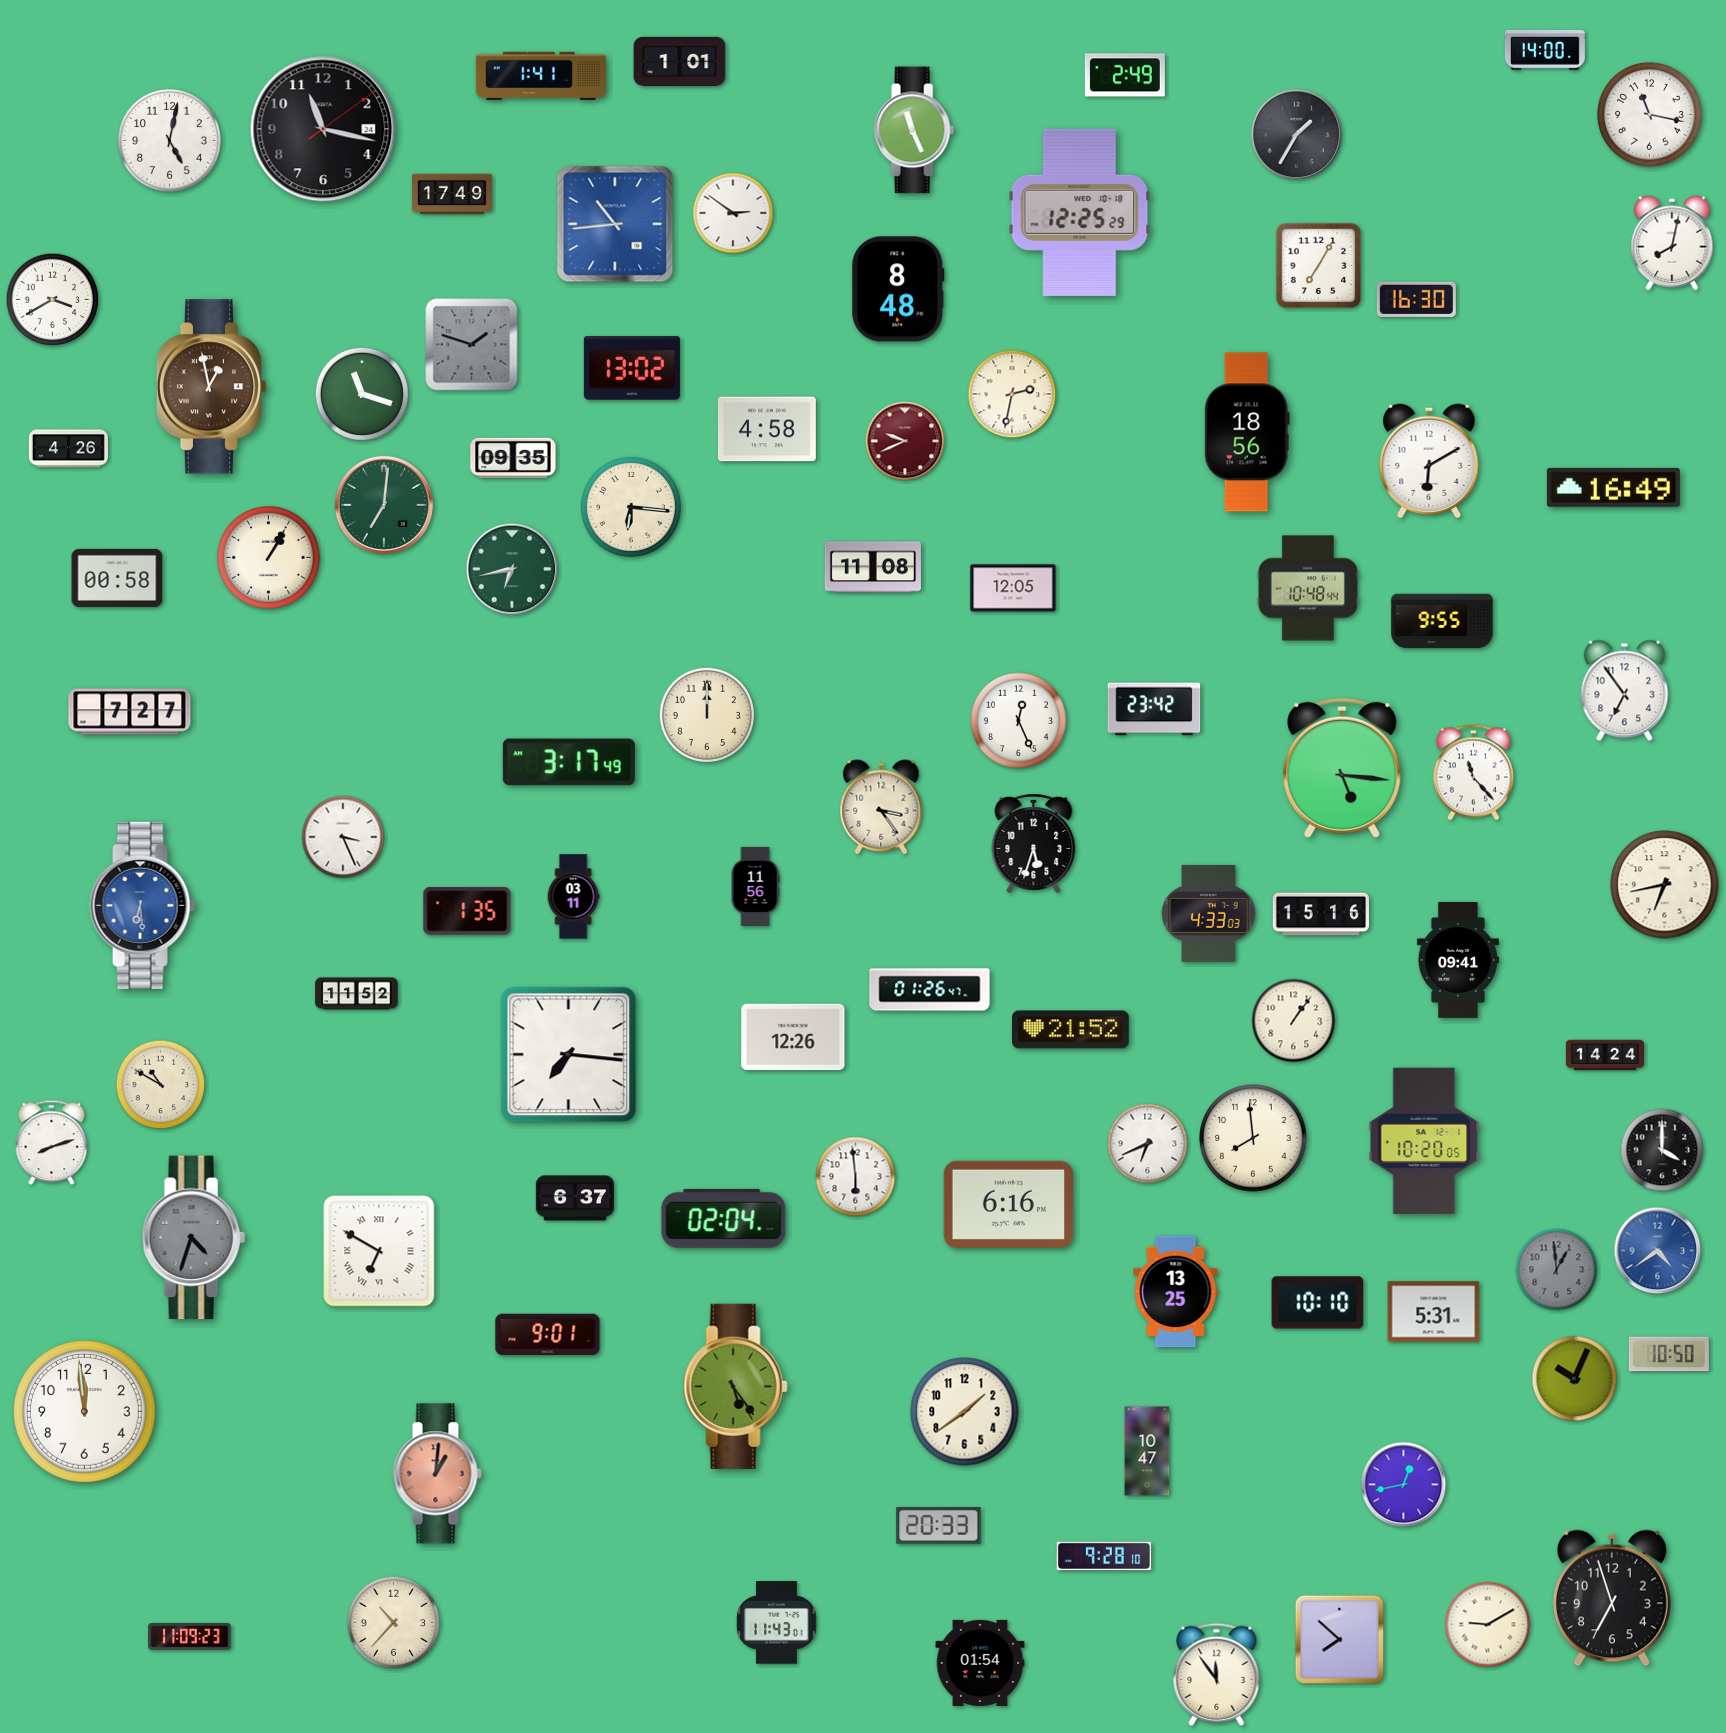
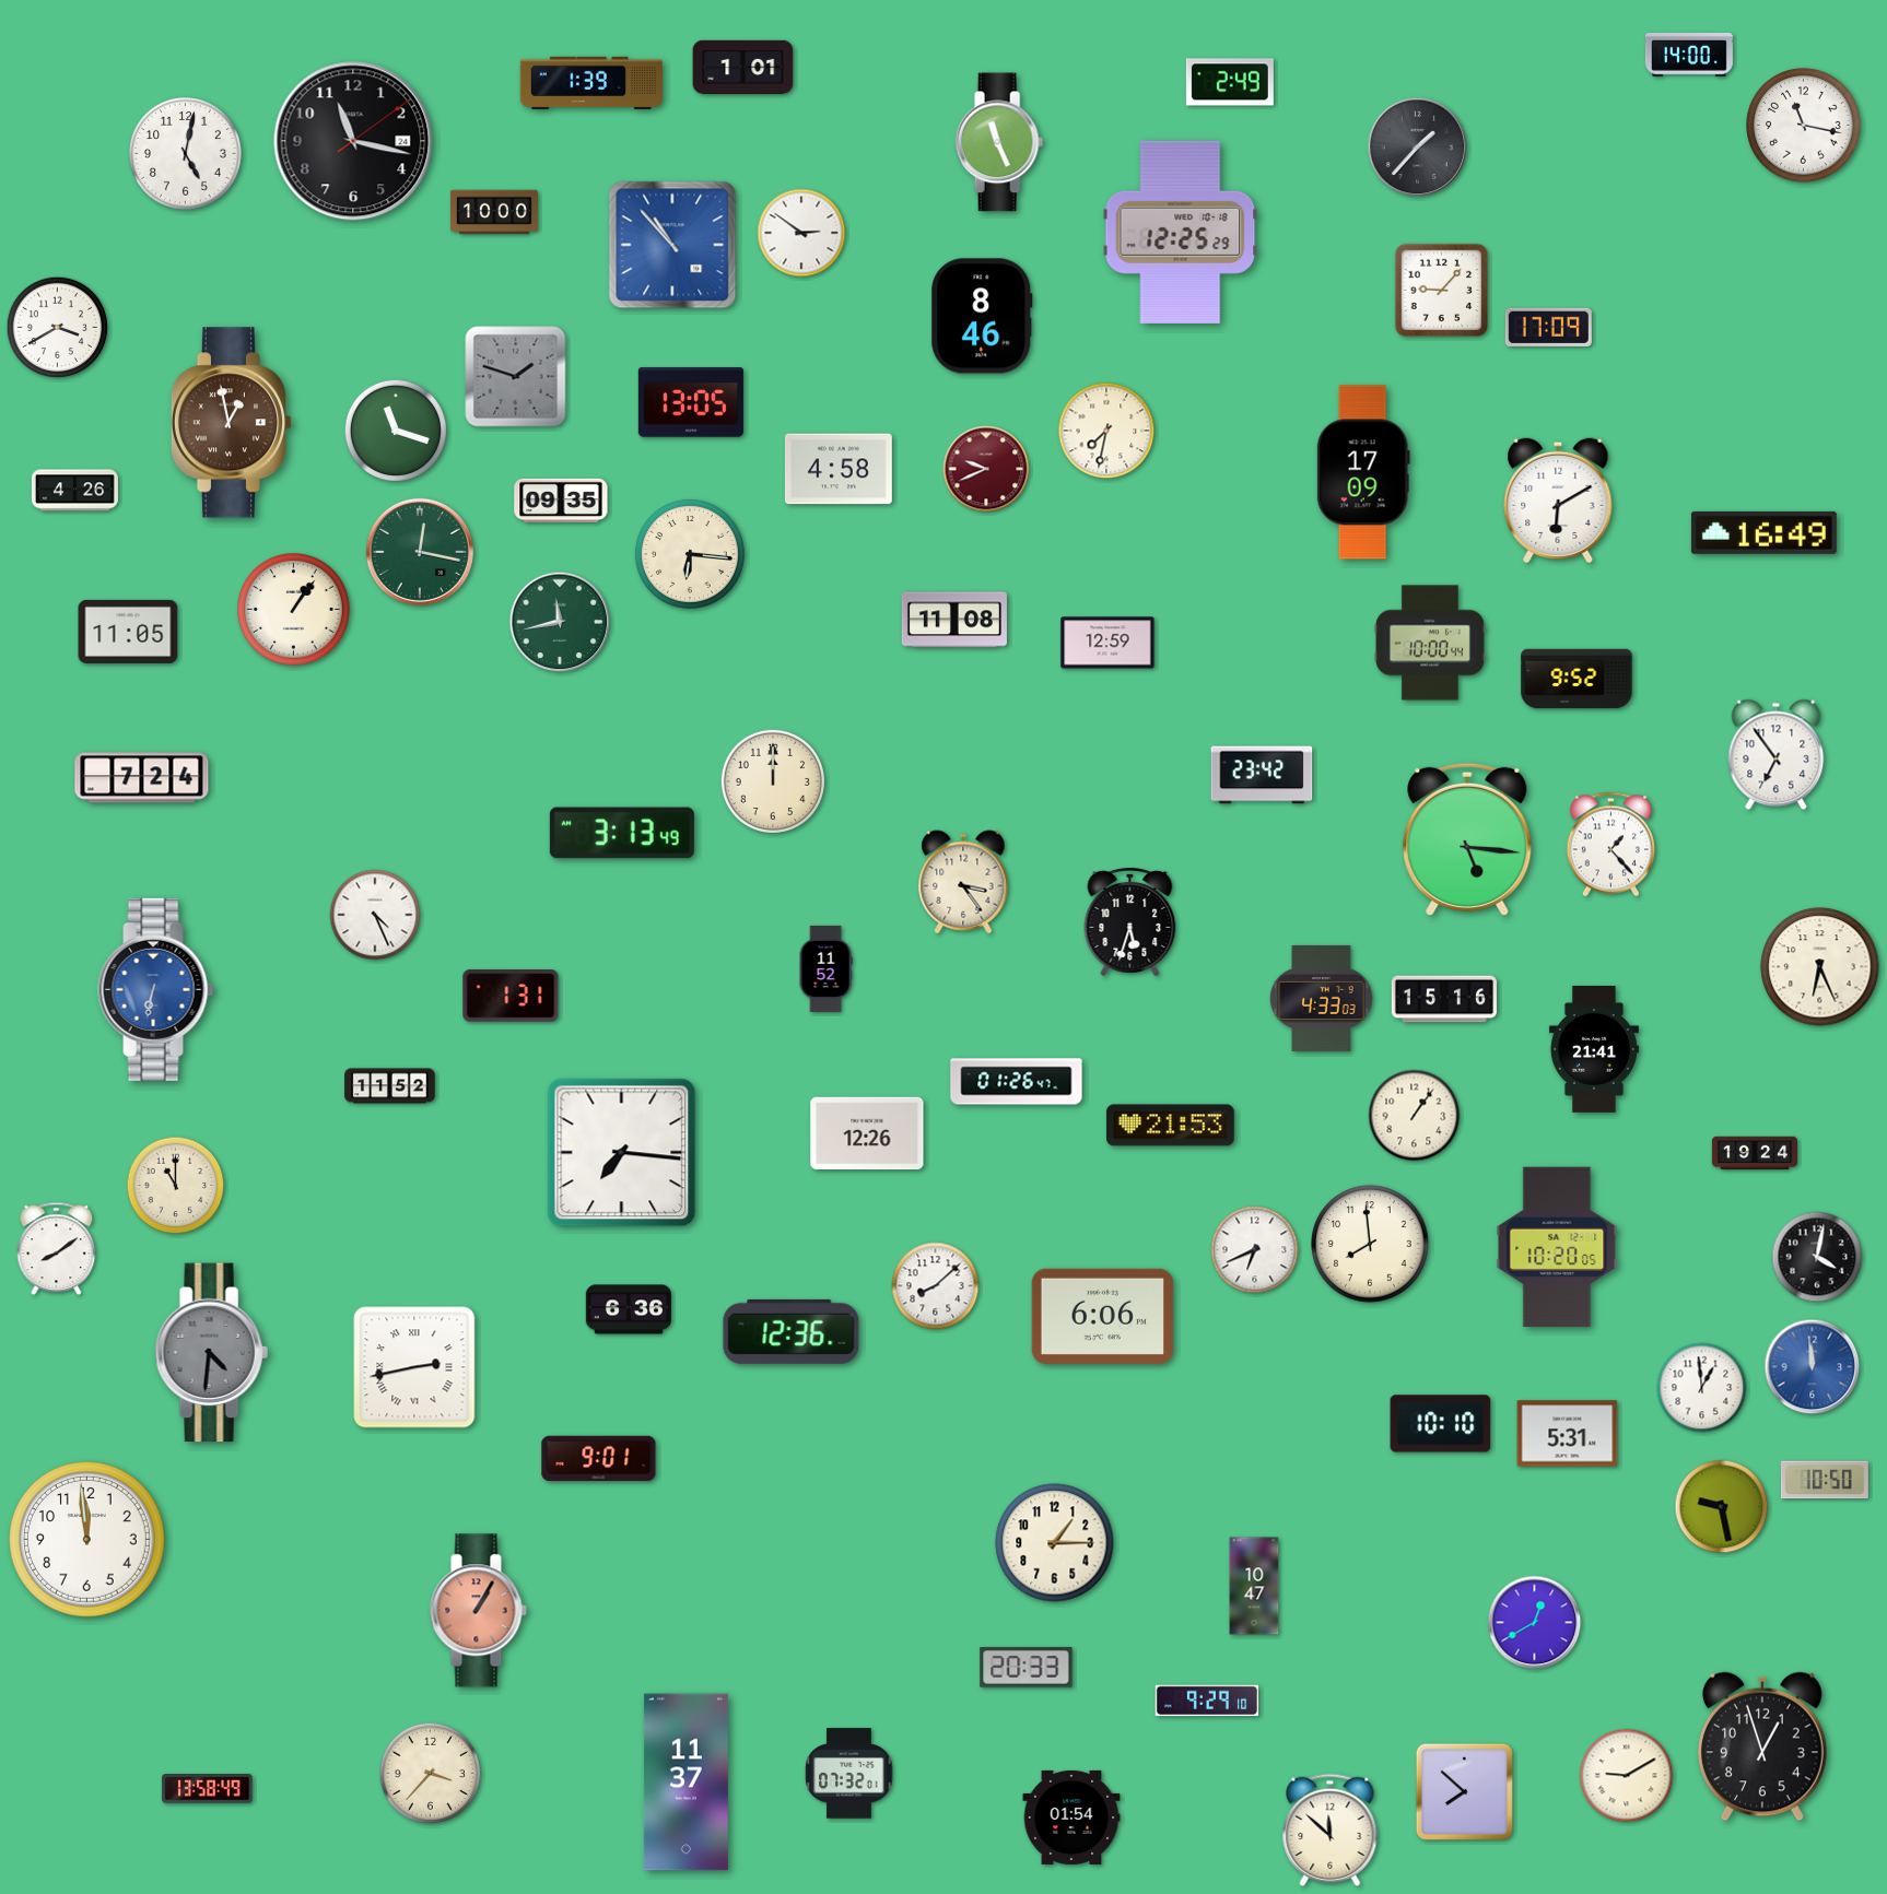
clock at (540, 75): 1:41 -> 1:39
clock at (1297, 135): 1:35 -> 1:37
clock at (452, 194): 17:49 -> 10:00
clock at (615, 224): 10:44 -> 10:53
clock at (1672, 243): 8:02 -> none
clock at (1319, 266): 7:05 -> 9:07
clock at (898, 289): 8:48 -> 8:46
clock at (1416, 299): 16:30 -> 17:09
clock at (632, 368): 13:02 -> 13:05
clock at (1012, 394): 2:32 -> 7:32
clock at (1247, 432): 18:56 -> 17:09
clock at (905, 441) position: (905, 441) -> (986, 469)
clock at (1429, 461) position: (1429, 461) -> (1558, 501)
clock at (384, 505): 7:01 -> 12:17
clock at (269, 558): 1:05 -> 1:06
clock at (512, 569): 6:43 -> 11:43
clock at (117, 578): 00:58 -> 11:05
clock at (1013, 588): 12:05 -> 12:59
clock at (1308, 588): 10:48 -> 10:00
clock at (1442, 621): 9:55 -> 9:52
clock at (130, 712): 7:27 -> 7:24
clock at (1018, 720): 12:26 -> none
clock at (569, 762): 3:17 -> 3:13
clock at (1473, 773): 11:23 -> 1:23
clock at (343, 837): 3:26 -> 4:26
clock at (1665, 885): 6:43 -> 6:26
clock at (755, 886): 11:56 -> 11:52
clock at (573, 897): 03:11 -> none
clock at (143, 905): 6:29 -> 6:32
clock at (467, 911): 1:35 -> 1:31
clock at (1458, 960): 09:41 -> 21:41
clock at (1071, 1030): 21:52 -> 21:53
clock at (1604, 1055): 14:24 -> 19:24
clock at (161, 1085): 10:50 -> 11:00
clock at (52, 1143): 8:12 -> 8:09
clock at (1662, 1150): 4:00 -> 4:02
clock at (856, 1177): 5:59 -> 8:08
clock at (574, 1198): 6:37 -> 6:36
clock at (1009, 1204): 6:16 -> 6:06
clock at (724, 1218): 02:04 -> 12:36
clock at (193, 1238): 4:33 -> 4:31
clock at (379, 1251): 6:50 -> 2:43
clock at (1658, 1251): 4:39 -> 11:59
clock at (1557, 1270) dial: grey -> white
clock at (1176, 1292): 13:25 -> none
clock at (1575, 1379): 10:04 -> 9:28
clock at (735, 1386): 5:24 -> none
clock at (85, 1412) position: (85, 1412) -> (87, 1540)
clock at (965, 1412): 1:39 -> 1:15
clock at (437, 1474): 1:01 -> 1:05
clock at (1404, 1485): 12:43 -> 12:40
clock at (1104, 1556): 9:28 -> 9:29
clock at (1612, 1598): 6:57 -> 12:57
clock at (394, 1623): 10:37 -> 3:37
clock at (777, 1623): 11:43 -> 07:32
clock at (685, 1783): none -> 11:37
clock at (190, 1637): 11:09 -> 13:58
clock at (1217, 1674): 11:54 -> 11:52
